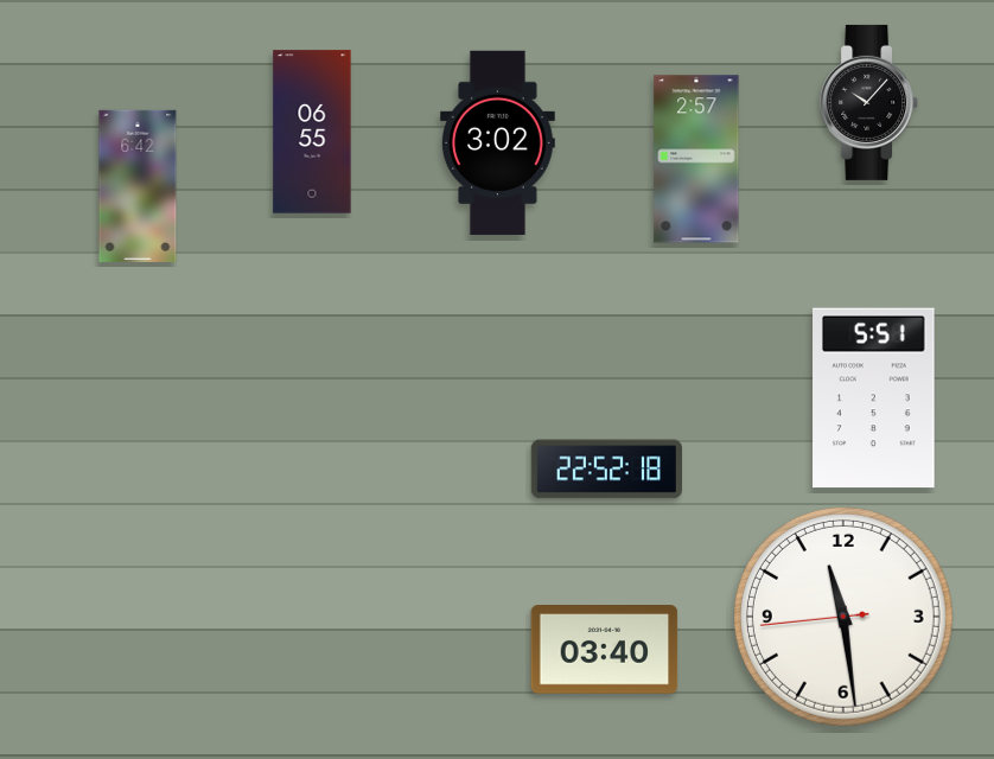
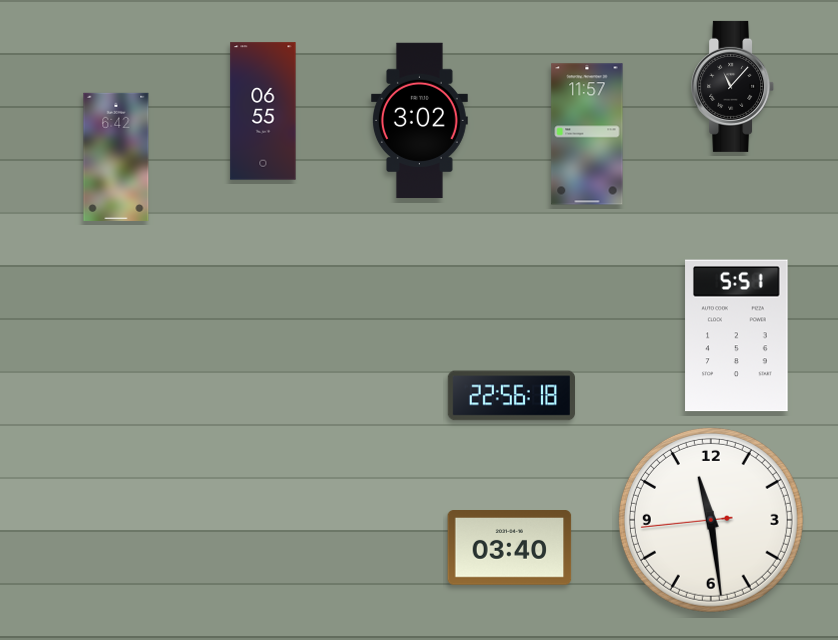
clock at (869, 102): 10:07 -> 11:07
clock at (696, 159): 2:57 -> 11:57
clock at (606, 470): 22:52 -> 22:56
